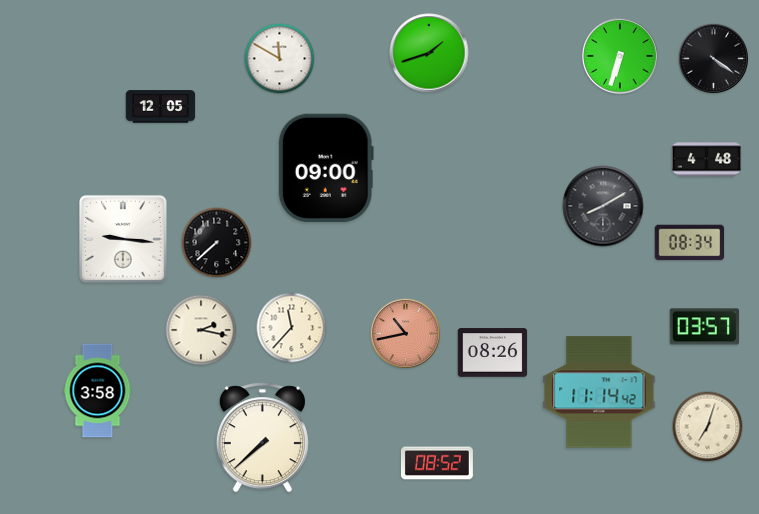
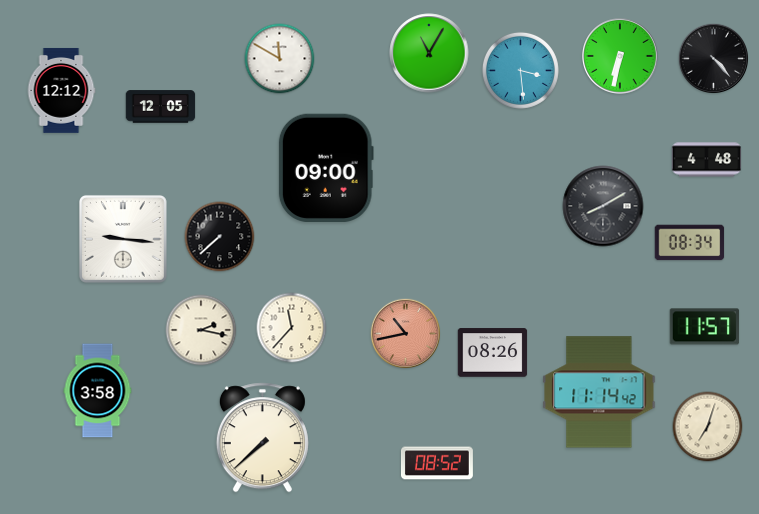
clock at (429, 53): 1:42 -> 11:05
clock at (620, 56): 6:33 -> 6:32
clock at (713, 58): 4:21 -> 4:23
clock at (520, 70): none -> 3:29
clock at (61, 90): none -> 12:12
clock at (217, 243) position: (217, 243) -> (220, 237)
clock at (705, 327): 03:57 -> 11:57
